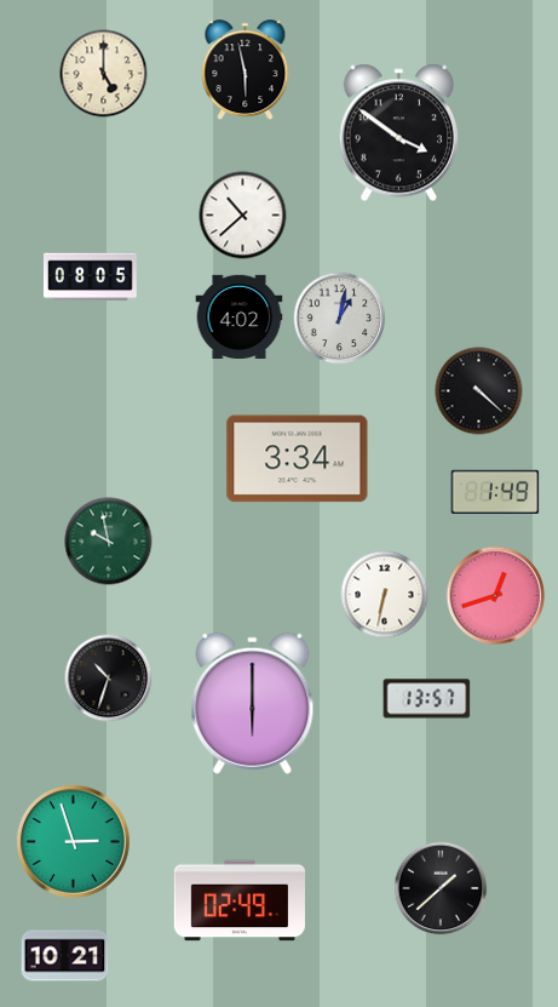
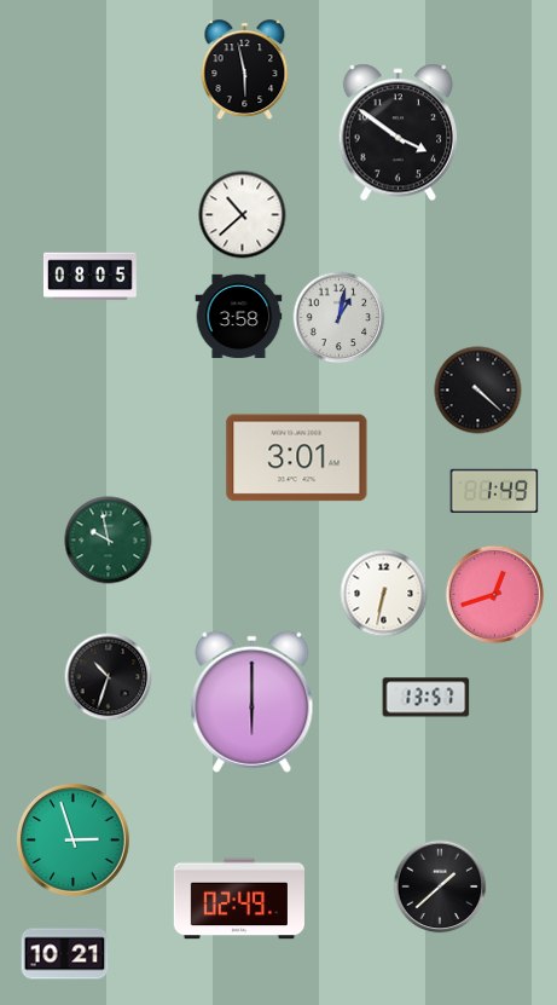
clock at (104, 74): 5:00 -> none
clock at (240, 316): 4:02 -> 3:58
clock at (298, 459): 3:34 -> 3:01
